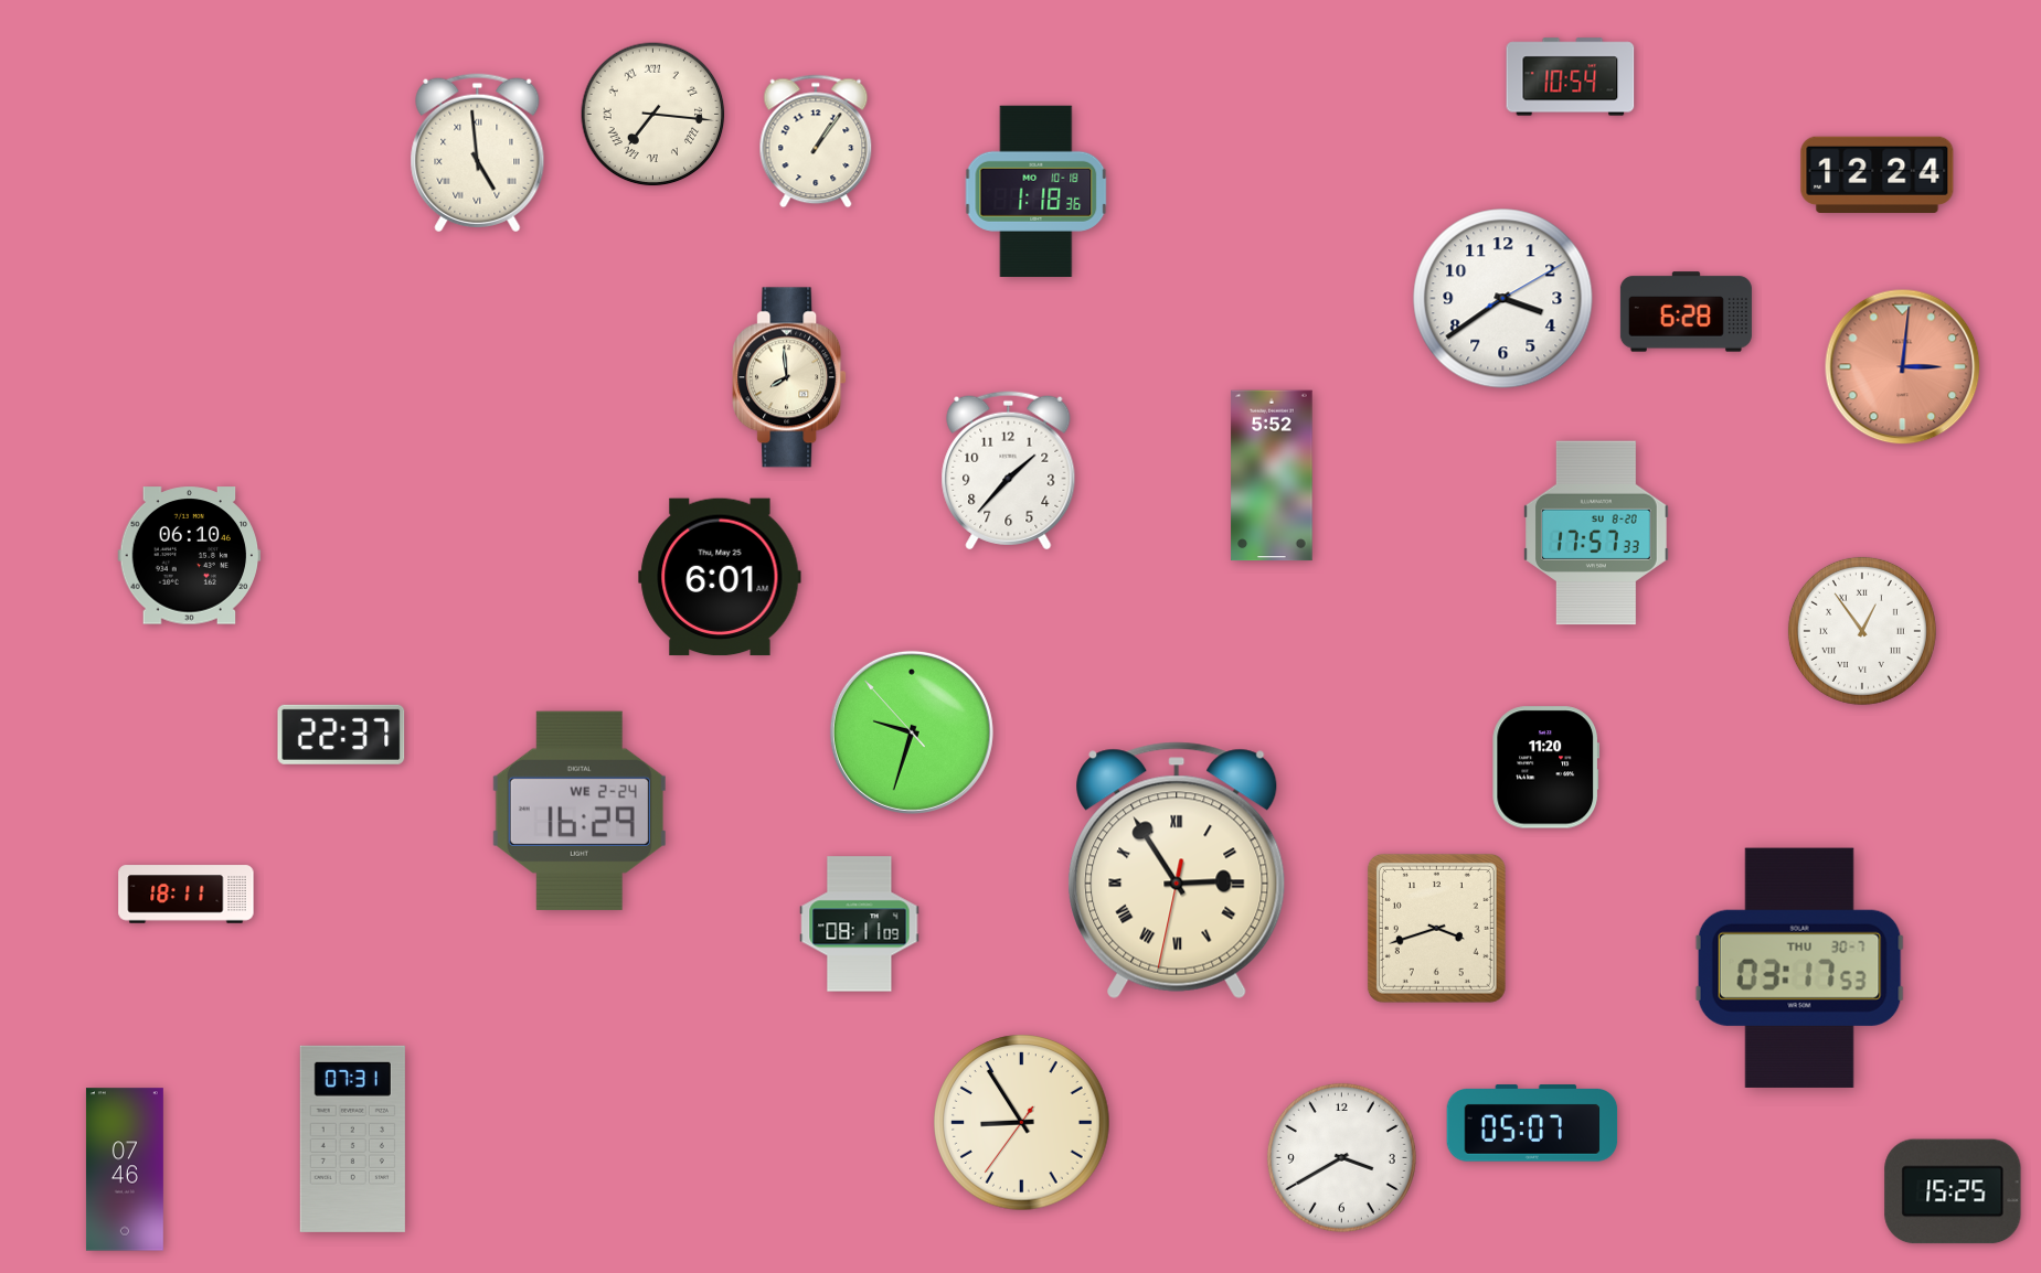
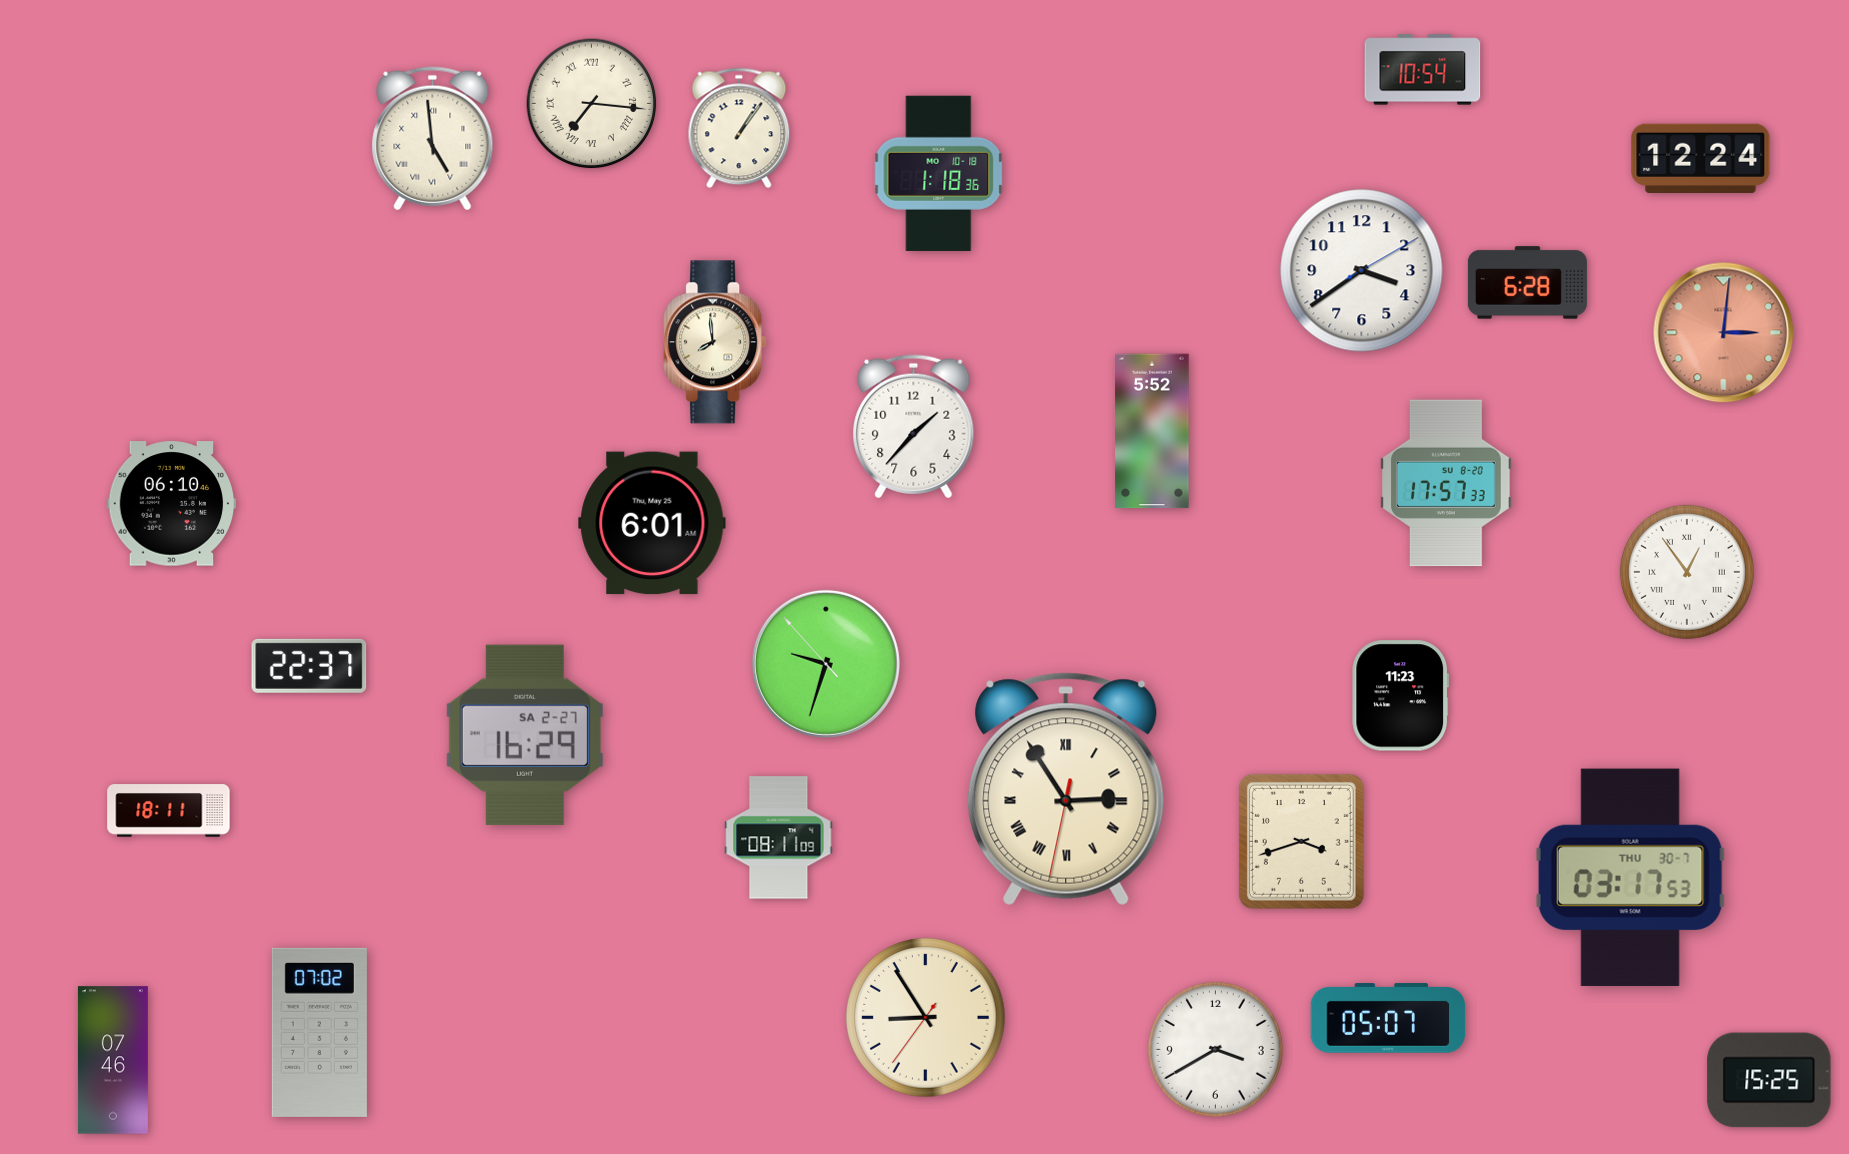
clock at (1546, 768): 11:20 -> 11:23
clock at (580, 811) date: WE 2-24 -> SA 2-27
clock at (352, 1138): 07:31 -> 07:02
